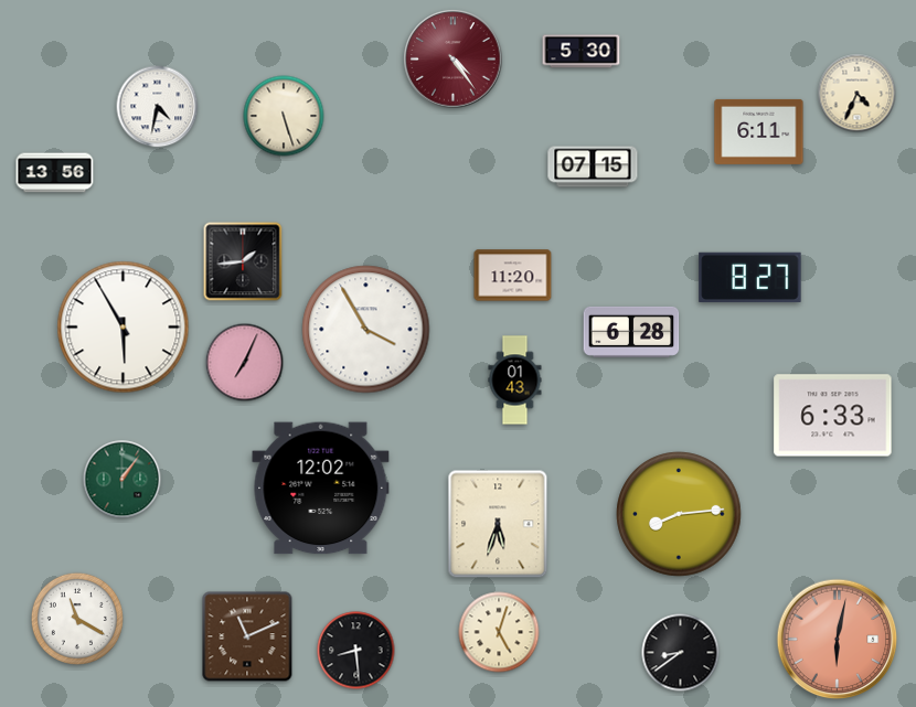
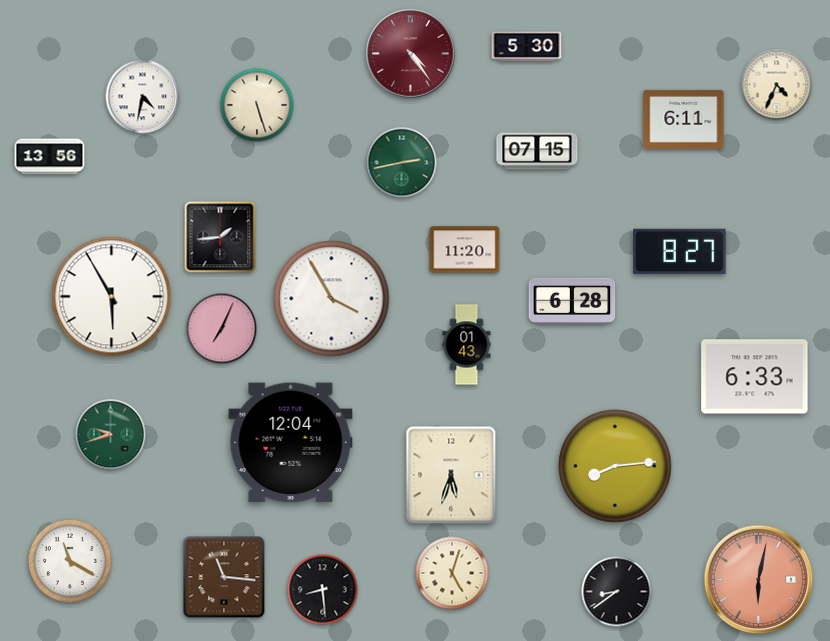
clock at (759, 131) position: (759, 131) -> (684, 119)
clock at (402, 163): none -> 2:43
clock at (123, 480): 1:06 -> 9:42
clock at (321, 489): 12:02 -> 12:04
clock at (247, 636): 11:11 -> 11:16
